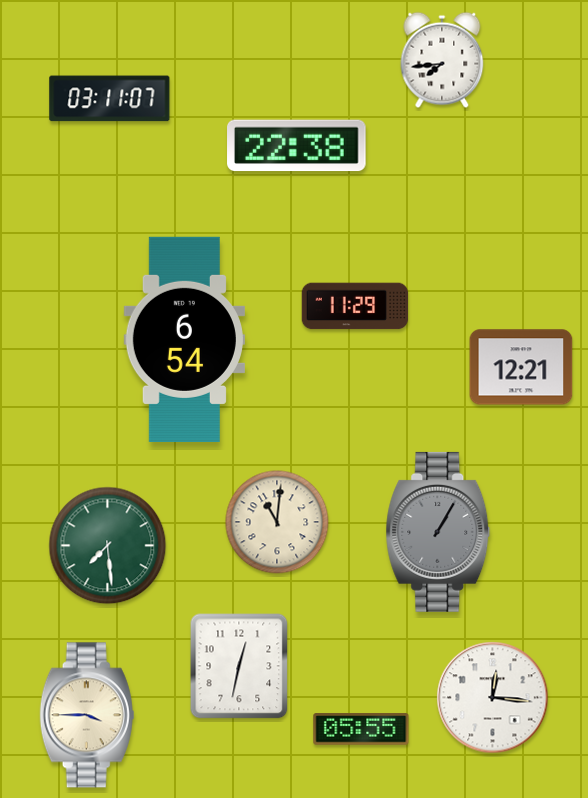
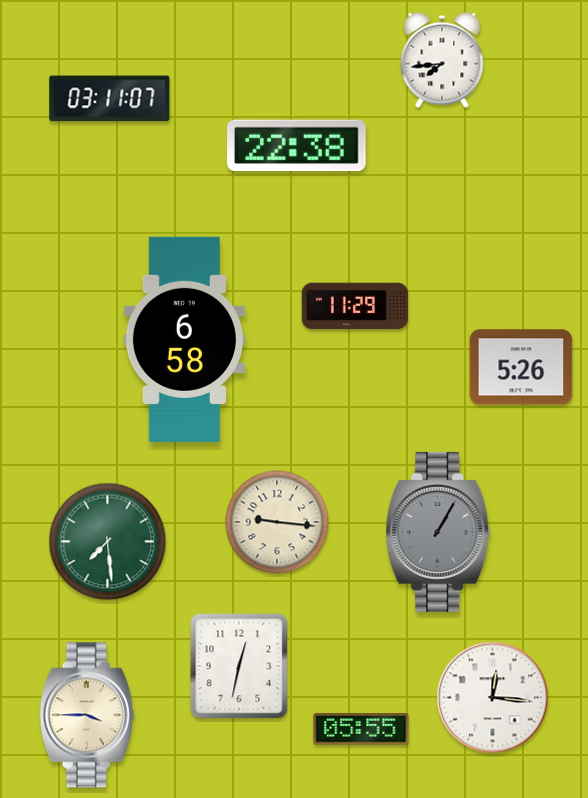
clock at (184, 339): 6:54 -> 6:58
clock at (521, 367): 12:21 -> 5:26
clock at (277, 522): 11:01 -> 9:16
clock at (108, 546) position: (108, 546) -> (108, 542)
